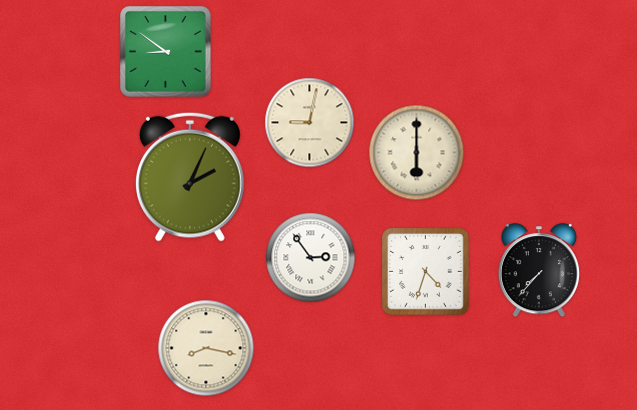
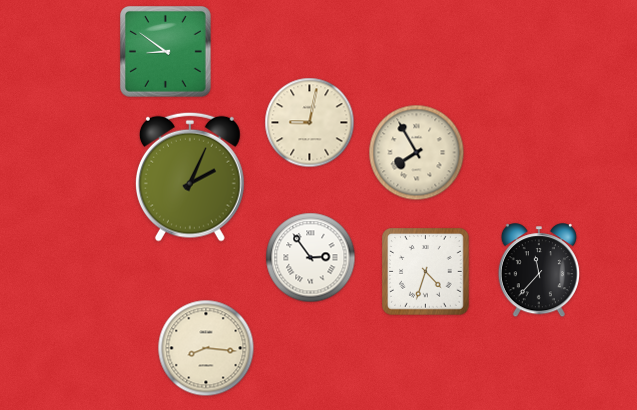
clock at (417, 153): 6:00 -> 7:55
clock at (539, 271): 7:37 -> 11:37
clock at (206, 348): 8:17 -> 8:16
